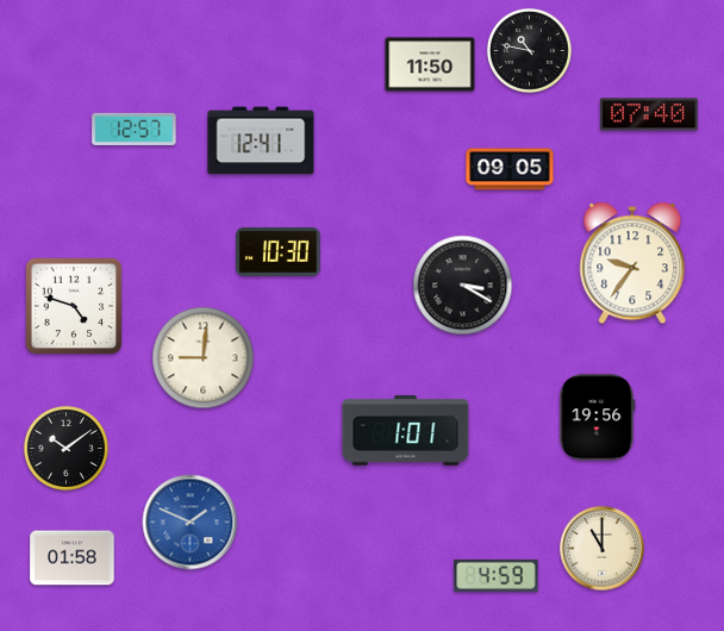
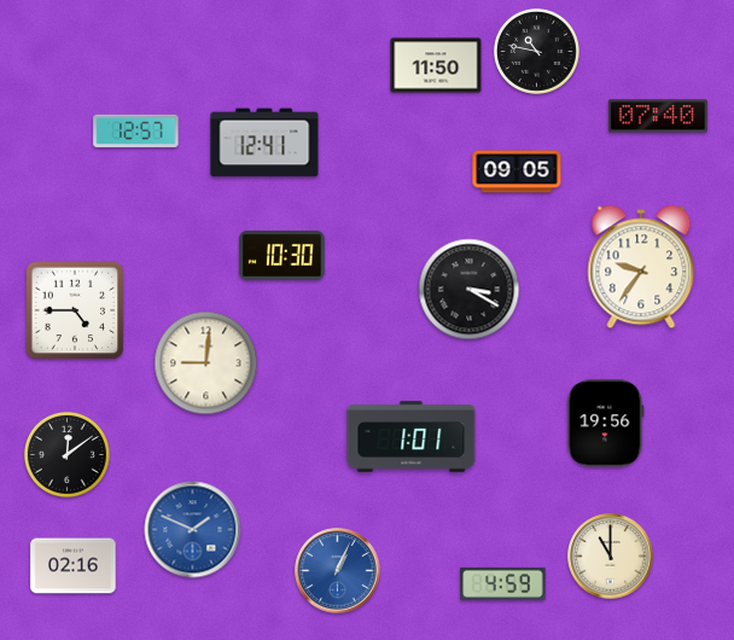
clock at (74, 306): 4:48 -> 4:45
clock at (65, 448): 10:09 -> 12:09
clock at (73, 558): 01:58 -> 02:16
clock at (338, 571): none -> 1:04
